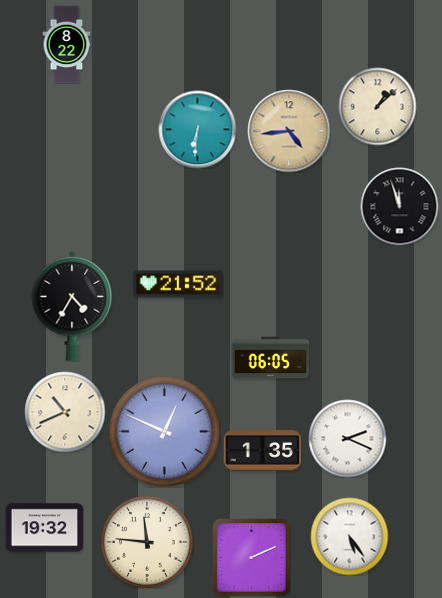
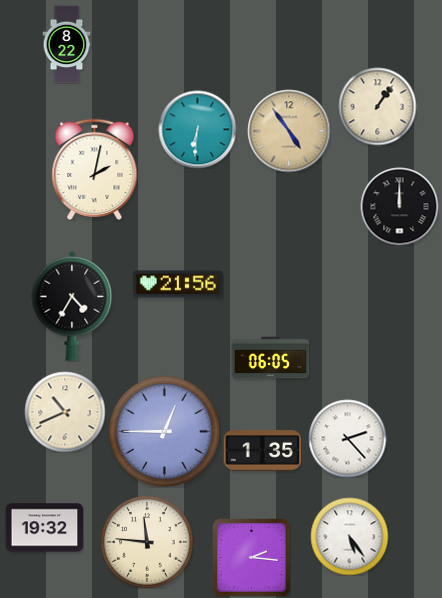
clock at (377, 106): 1:08 -> 1:06
clock at (289, 131): 4:44 -> 4:54
clock at (95, 169): none -> 2:02
clock at (399, 206): 11:57 -> 12:00
clock at (178, 284): 21:52 -> 21:56
clock at (164, 431): 12:49 -> 12:45
clock at (347, 438): 2:19 -> 2:23
clock at (252, 558): 2:11 -> 2:16
